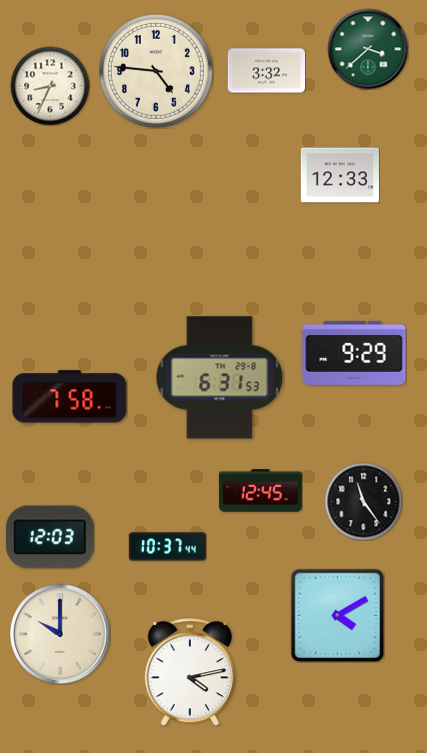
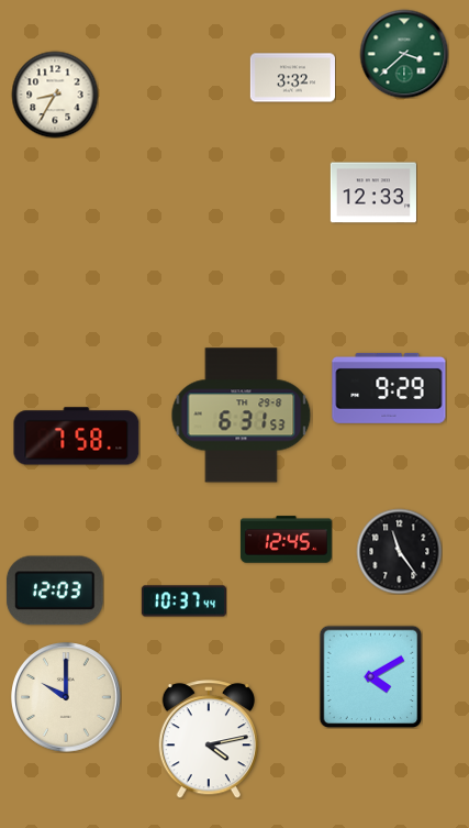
clock at (156, 71): 4:46 -> none
clock at (50, 86): 8:34 -> 8:35
